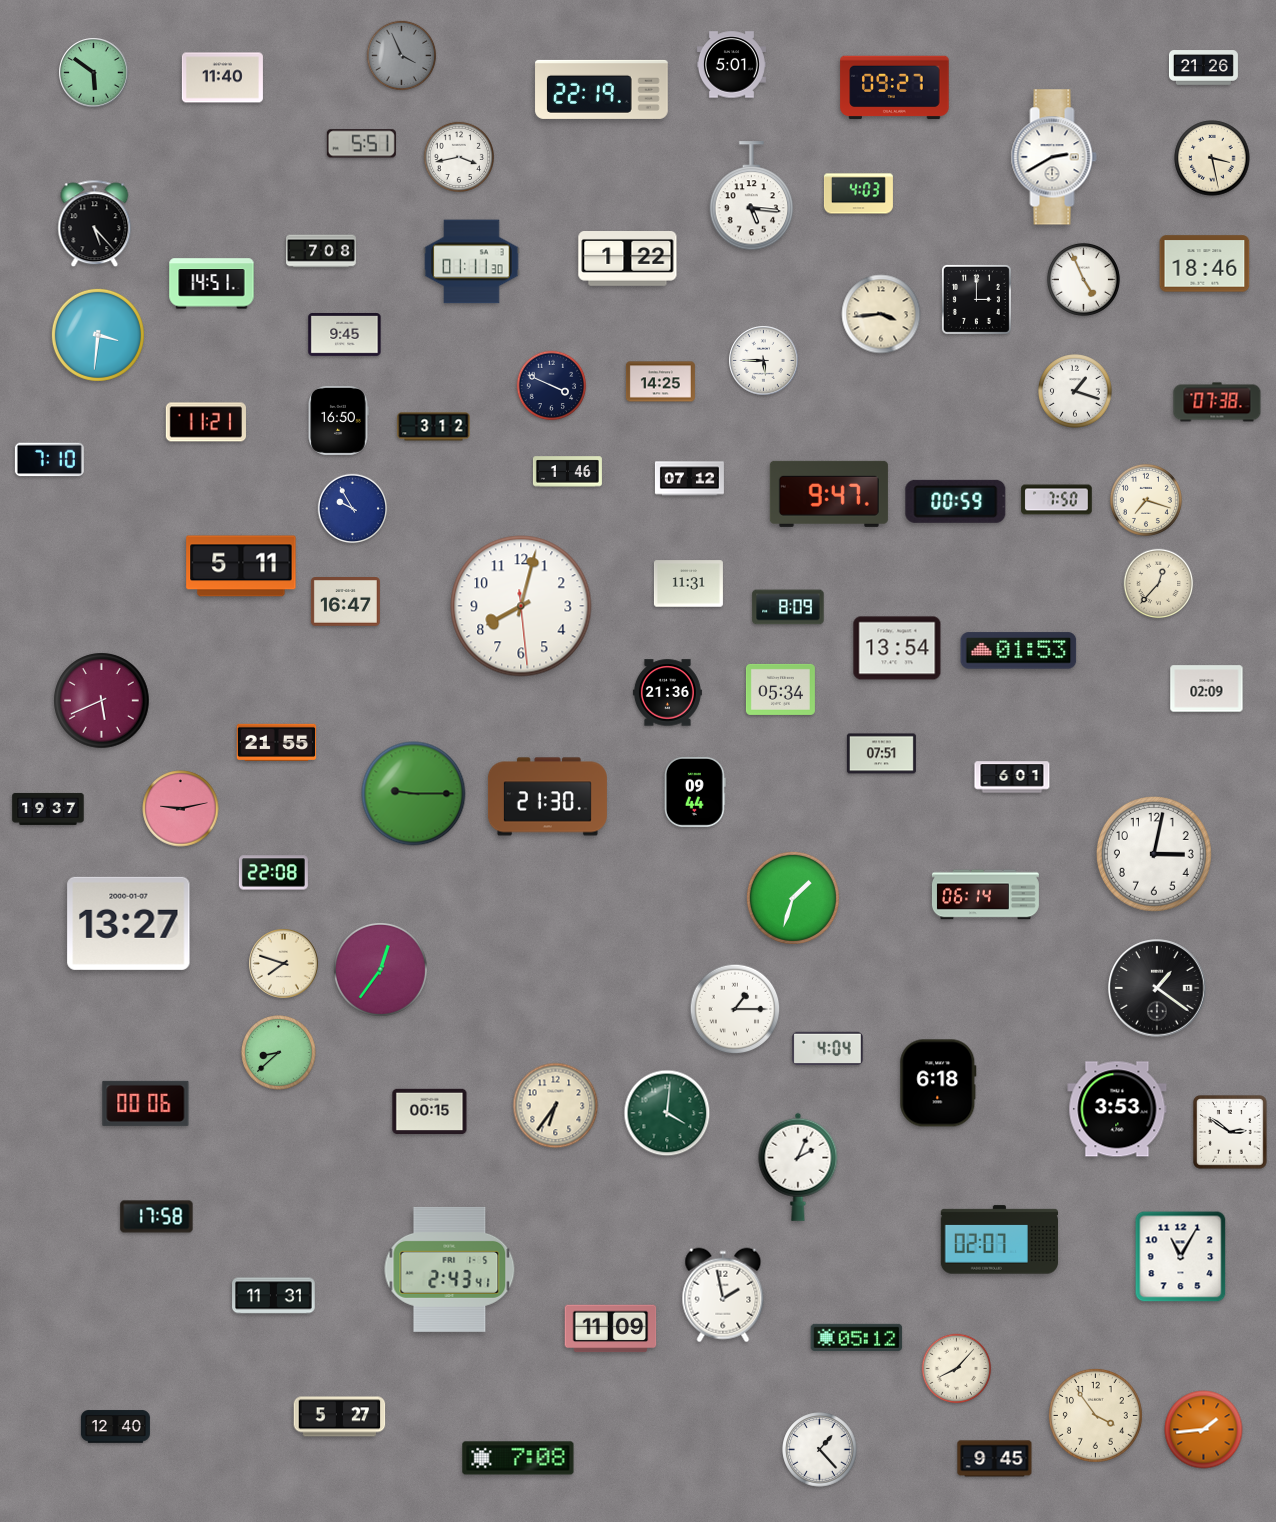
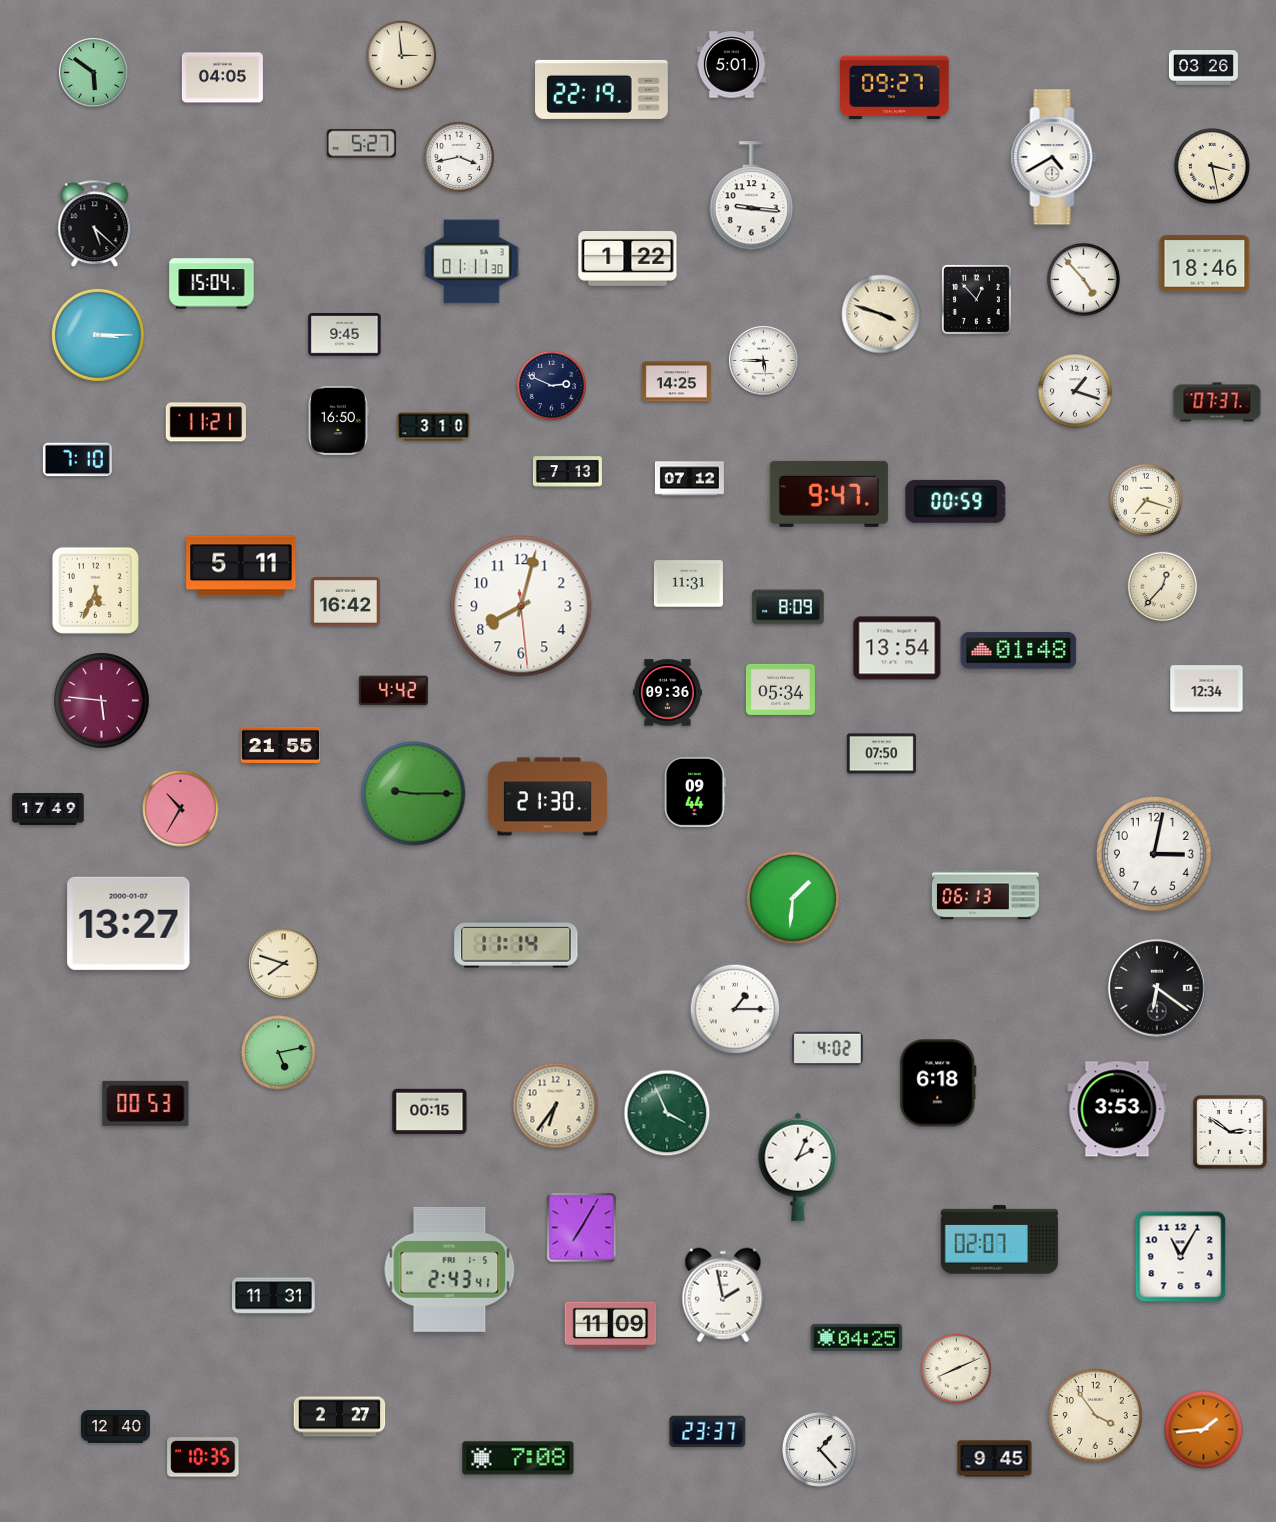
clock at (402, 56): 3:56 -> 2:59
clock at (402, 56) dial: grey -> cream
clock at (1203, 68): 21:26 -> 03:26
clock at (222, 78): 11:40 -> 04:05
clock at (361, 144): 5:51 -> 5:27
clock at (1054, 157): 2:40 -> 4:40
clock at (1212, 158) position: (1212, 158) -> (1212, 166)
clock at (858, 194): 4:03 -> none
clock at (752, 196): 5:16 -> 9:16
clock at (95, 224): 5:23 -> 5:22
clock at (321, 251): 7:08 -> none
clock at (1083, 279): 4:56 -> 4:53
clock at (212, 284): 14:51 -> 15:04
clock at (976, 299): 3:00 -> 12:53
clock at (881, 314): 3:44 -> 3:48
clock at (98, 335): 3:31 -> 3:15
clock at (660, 382) position: (660, 382) -> (676, 382)
clock at (552, 386): 3:49 -> 2:49
clock at (1217, 402): 07:38 -> 07:37
clock at (434, 427): 3:12 -> 3:10
clock at (49, 460) position: (49, 460) -> (77, 460)
clock at (567, 472): 1:46 -> 7:13
clock at (1057, 500): 7:50 -> none
clock at (353, 509): 9:55 -> none
clock at (1159, 584) position: (1159, 584) -> (1163, 587)
clock at (95, 590): none -> 5:34
clock at (345, 602): 16:47 -> 16:42
clock at (1019, 651): 01:53 -> 01:48
clock at (1207, 689): 02:09 -> 12:34
clock at (393, 691): none -> 4:42
clock at (667, 693): 21:36 -> 09:36
clock at (102, 701): 5:41 -> 5:46
clock at (277, 742) position: (277, 742) -> (281, 745)
clock at (881, 754): 07:51 -> 07:50
clock at (1012, 777): 6:01 -> none
clock at (48, 809): 19:37 -> 17:49
clock at (181, 809): 9:13 -> 10:35
clock at (273, 873): 22:08 -> none
clock at (985, 895): 06:14 -> 06:13
clock at (793, 898): 1:33 -> 1:31
clock at (516, 944): none -> 11:14
clock at (380, 969): 12:36 -> none
clock at (1157, 988): 1:21 -> 6:21
clock at (828, 1049): 4:04 -> 4:02
clock at (279, 1053): 8:38 -> 5:13
clock at (146, 1103): 00:06 -> 00:53
clock at (667, 1113): 4:01 -> 3:56
clock at (157, 1217): 17:58 -> none
clock at (582, 1228): none -> 7:05
clock at (611, 1329) position: (611, 1329) -> (611, 1326)
clock at (857, 1337): 05:12 -> 04:25
clock at (957, 1369): 8:07 -> 8:11
clock at (340, 1417): 5:27 -> 2:27
clock at (708, 1432): none -> 23:37
clock at (203, 1457): none -> 10:35
